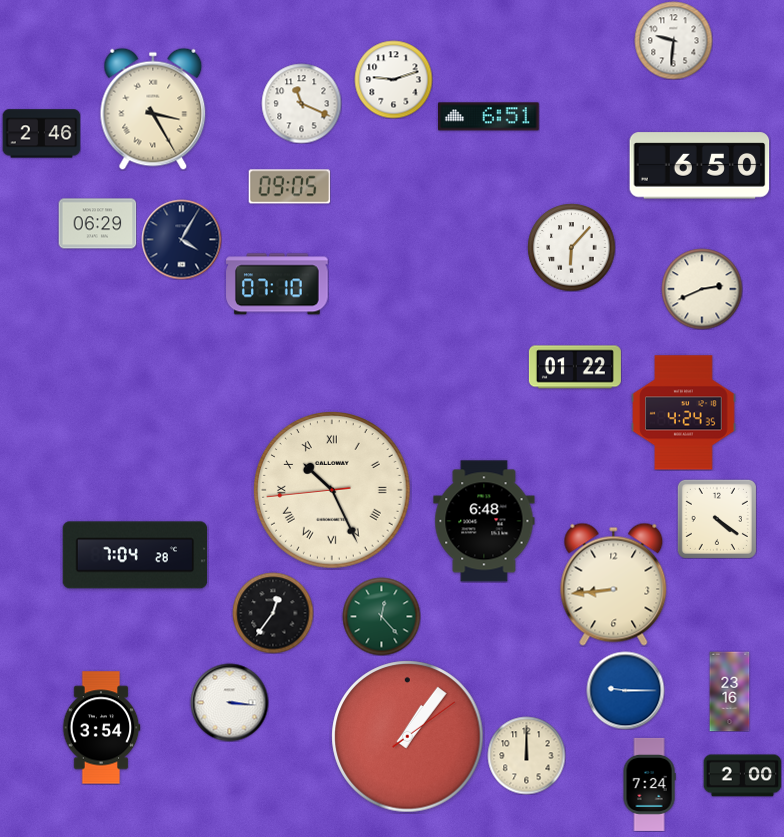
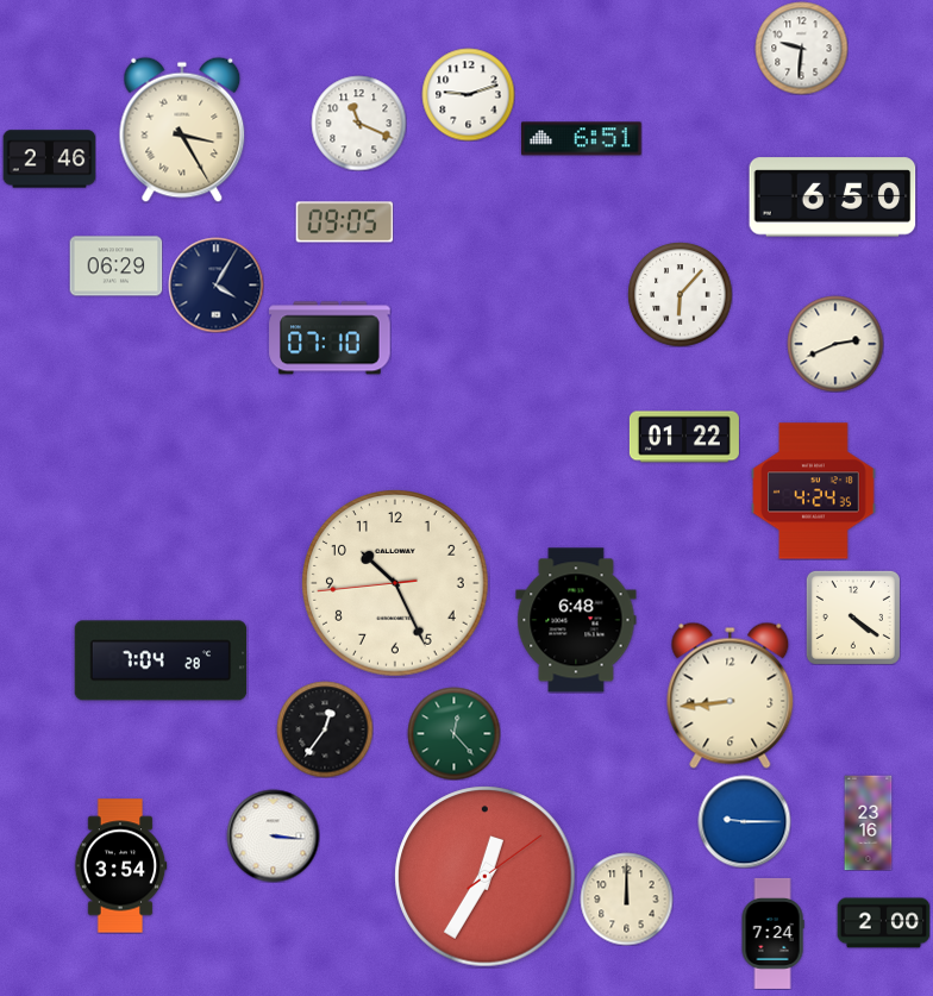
clock at (333, 491) numerals: Roman -> Arabic
clock at (408, 737): 1:06 -> 12:35
